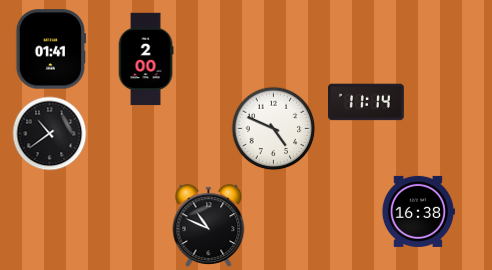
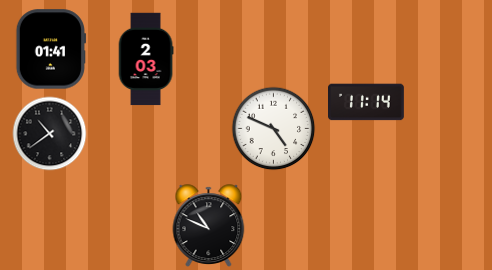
clock at (146, 59): 2:00 -> 2:03
clock at (418, 211): 16:38 -> none
